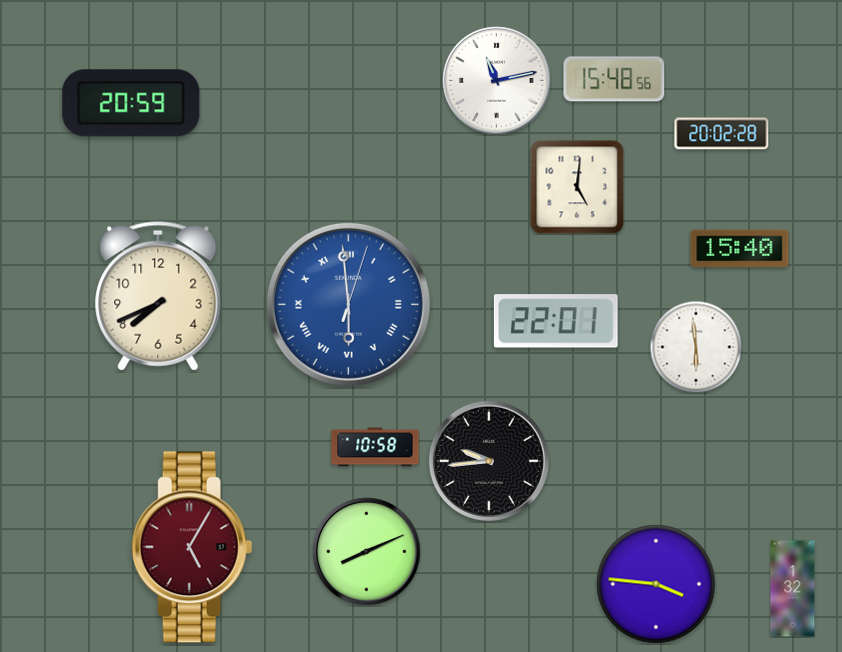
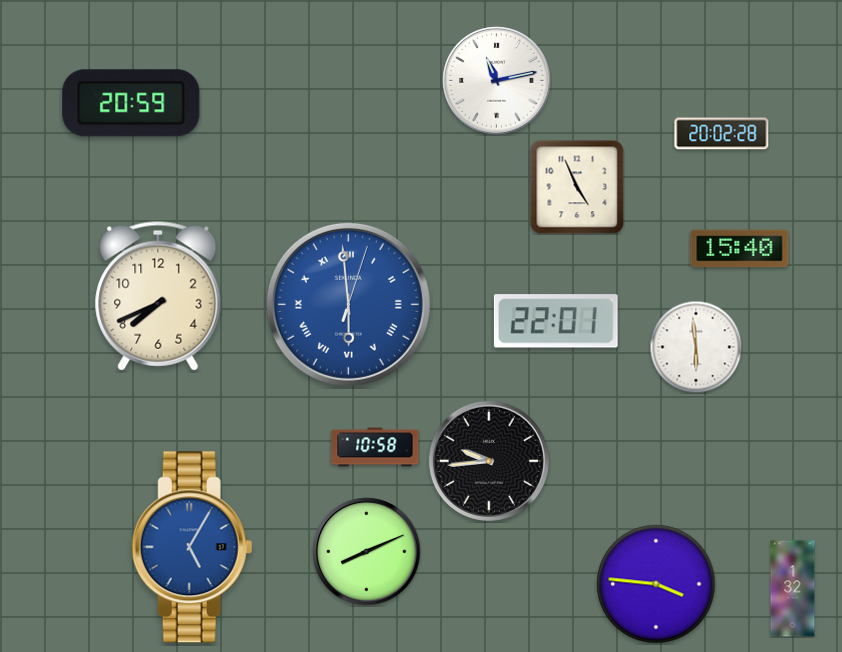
clock at (614, 79): 15:48 -> none
clock at (577, 187): 5:01 -> 4:56
clock at (192, 547) dial: burgundy -> blue
